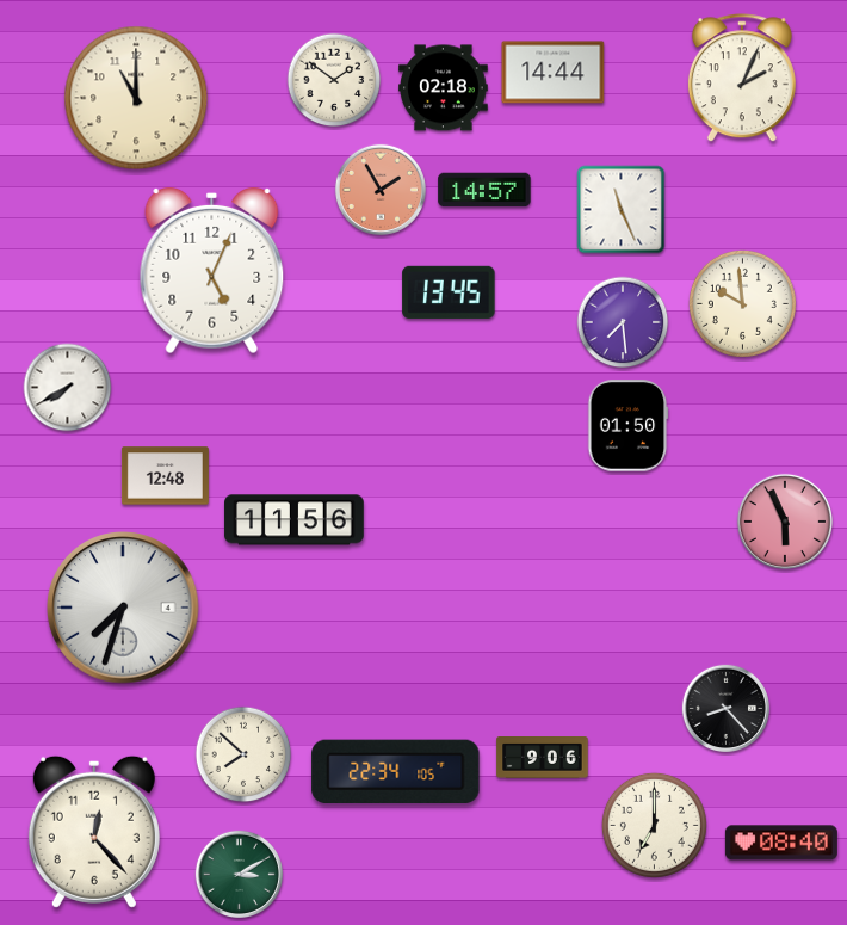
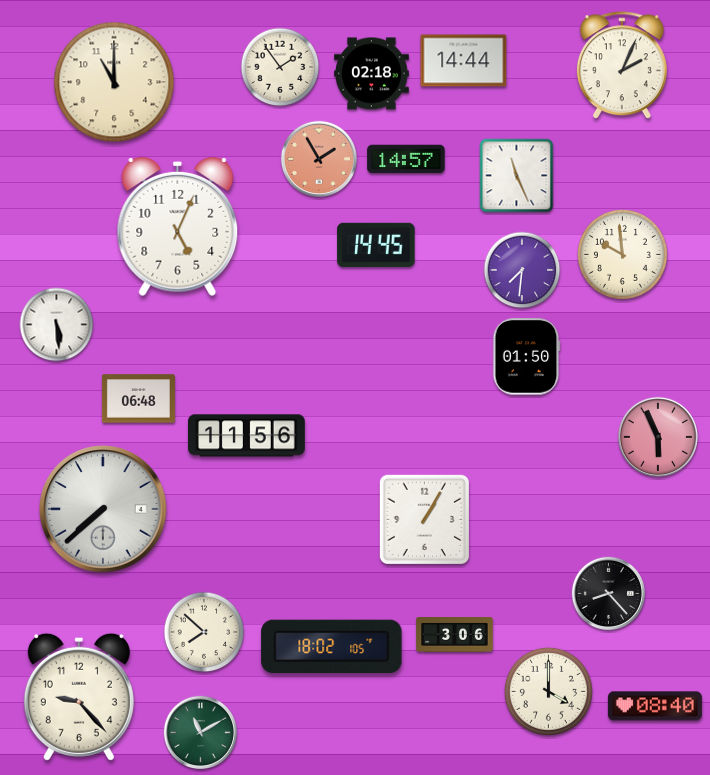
clock at (334, 80): 1:51 -> 1:54
clock at (622, 210) position: (622, 210) -> (517, 176)
clock at (449, 292): 13:45 -> 14:45
clock at (623, 322): 7:29 -> 7:31
clock at (68, 388): 7:40 -> 5:29
clock at (165, 476): 12:48 -> 06:48
clock at (123, 608): 7:33 -> 7:38
clock at (424, 519): none -> 1:05
clock at (543, 758): 9:06 -> 3:06
clock at (396, 772): 22:34 -> 18:02
clock at (654, 825): 7:00 -> 4:00
clock at (94, 832): 12:23 -> 9:23
clock at (239, 874): 3:10 -> 11:10
